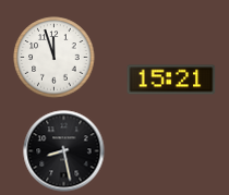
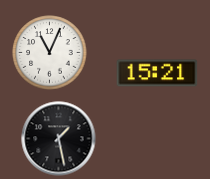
clock at (55, 58): 11:57 -> 11:04
clock at (64, 151): 8:28 -> 1:28
